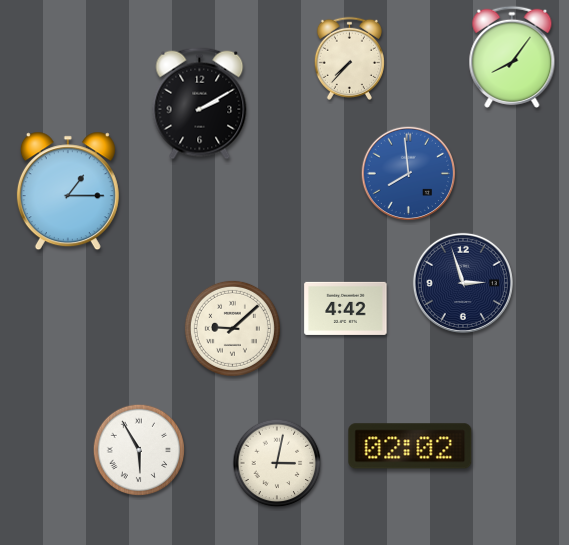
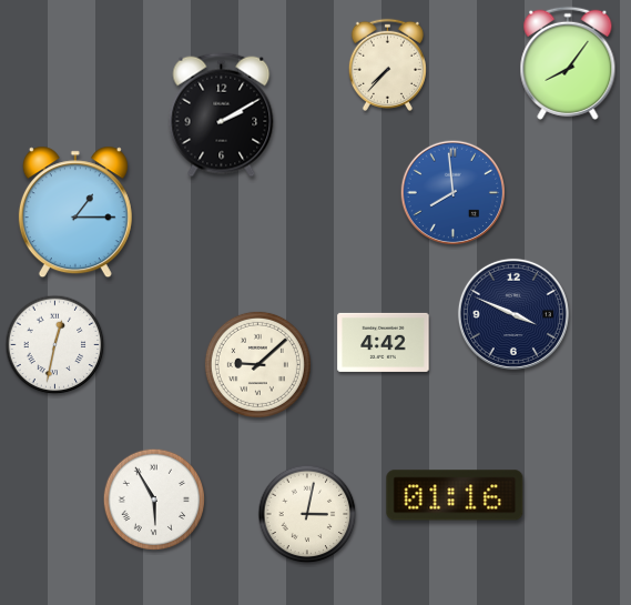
clock at (463, 283): 2:57 -> 3:49
clock at (55, 345): none -> 12:32
clock at (410, 446): 02:02 -> 01:16
